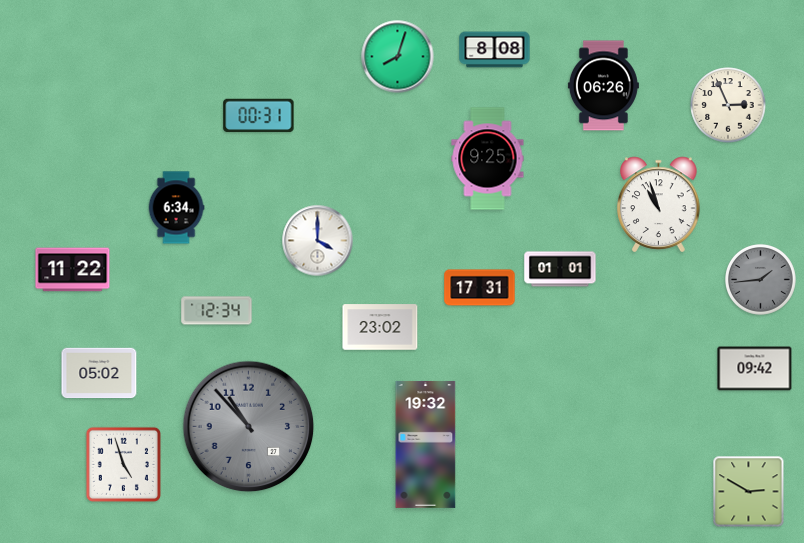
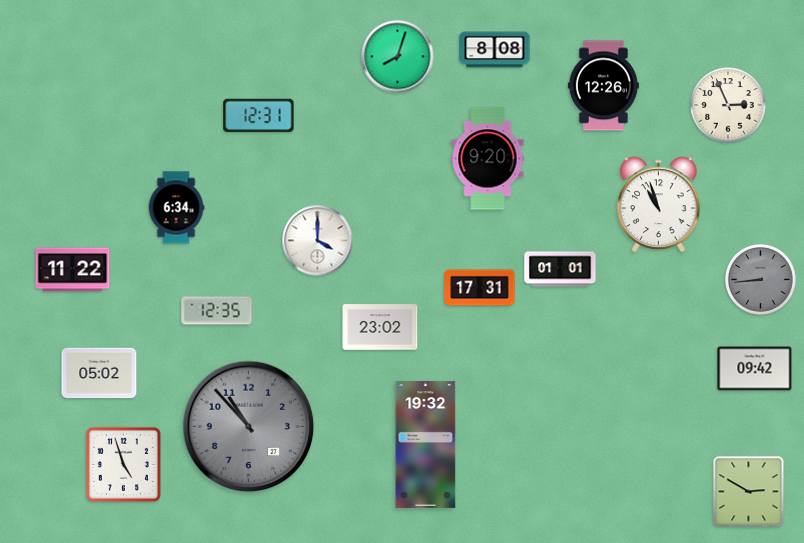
clock at (603, 86): 06:26 -> 12:26
clock at (259, 116): 00:31 -> 12:31
clock at (488, 159): 9:25 -> 9:20
clock at (761, 280): 1:44 -> 8:44
clock at (217, 311): 12:34 -> 12:35
